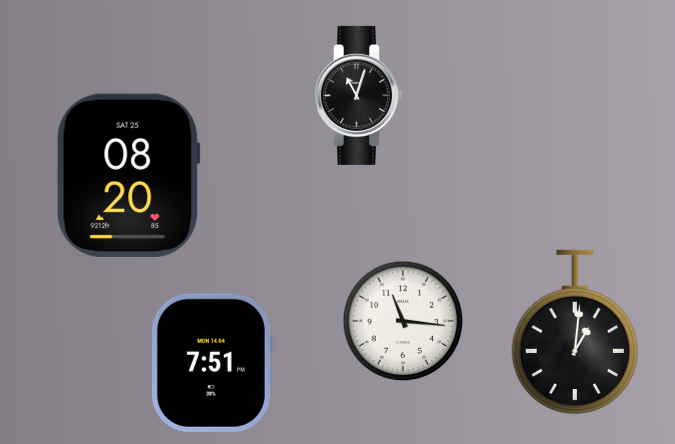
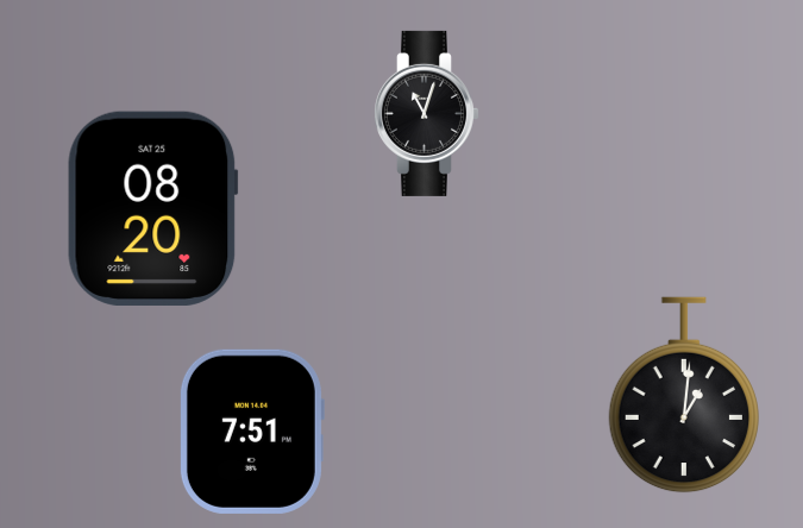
clock at (403, 321): 11:16 -> none
